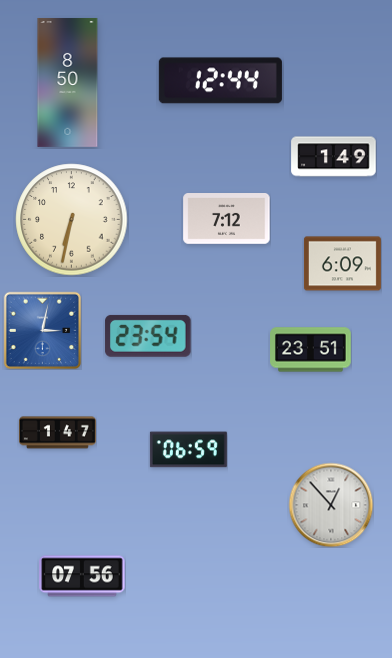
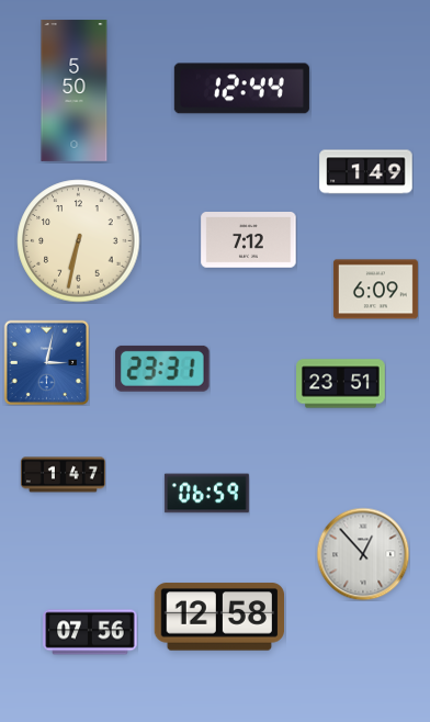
clock at (68, 82): 8:50 -> 5:50
clock at (148, 336): 23:54 -> 23:31
clock at (218, 617): none -> 12:58
